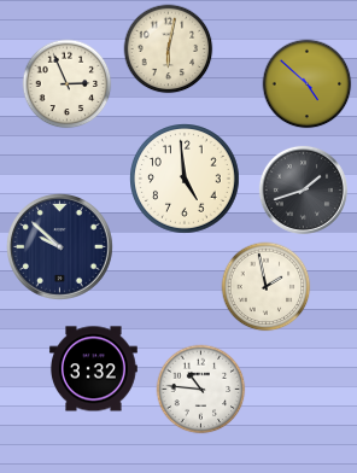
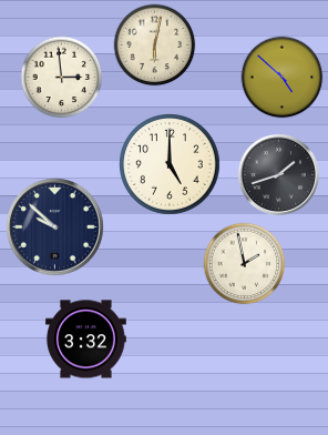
clock at (68, 84): 2:56 -> 2:59
clock at (186, 180): 4:59 -> 5:00
clock at (201, 390): 10:46 -> none
